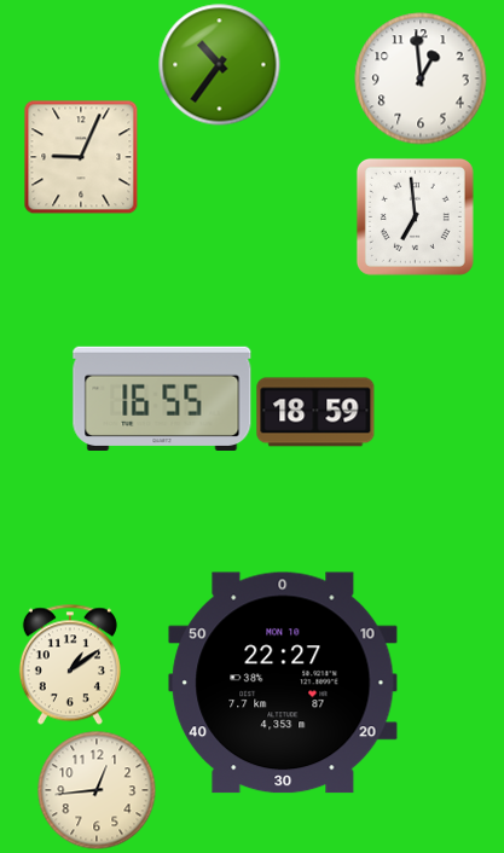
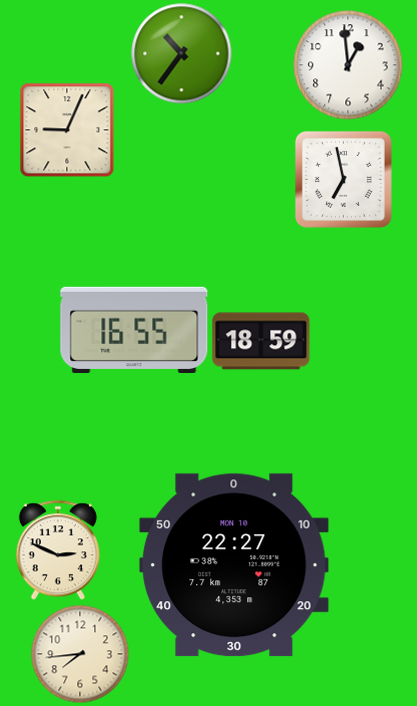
clock at (415, 216): 6:59 -> 6:58
clock at (70, 665): 1:09 -> 2:49
clock at (97, 790): 12:44 -> 7:44
